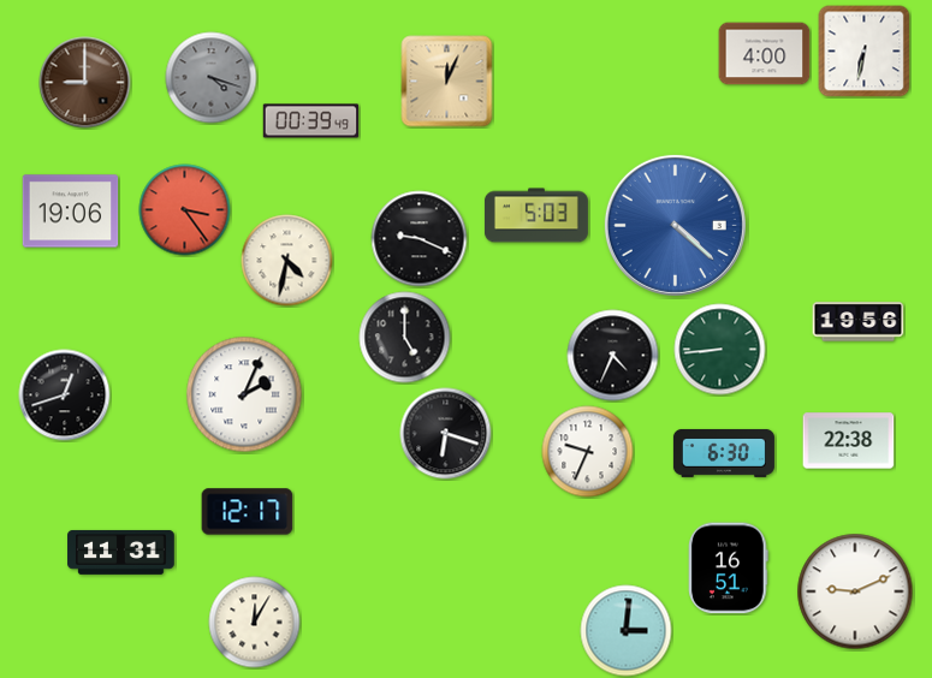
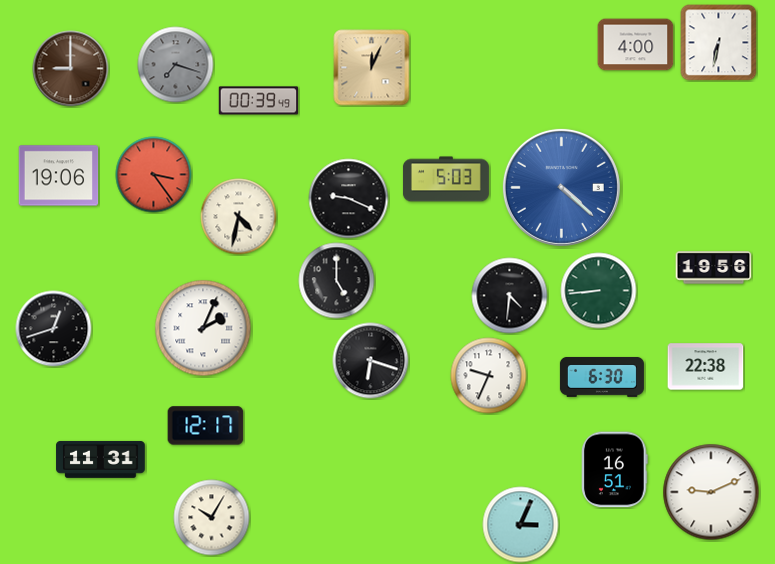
clock at (212, 78): 4:18 -> 7:18
clock at (613, 356): 4:34 -> 4:31
clock at (729, 569) position: (729, 569) -> (615, 470)
clock at (255, 623): 12:05 -> 10:05
clock at (627, 631): 3:01 -> 3:04
